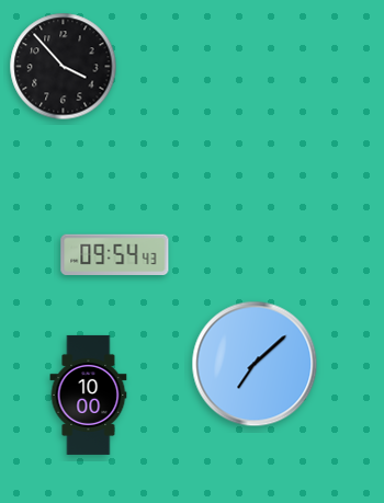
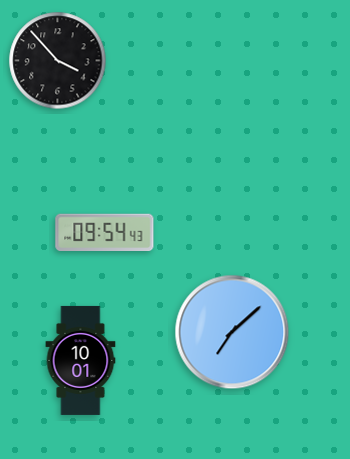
clock at (89, 395): 10:00 -> 10:01
